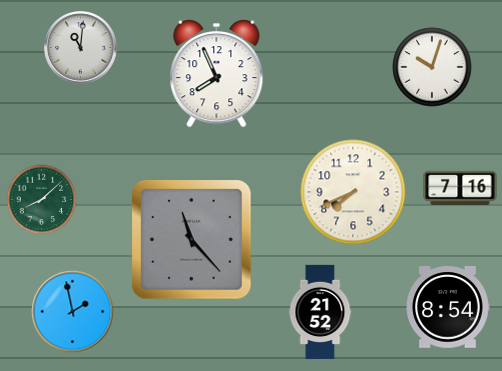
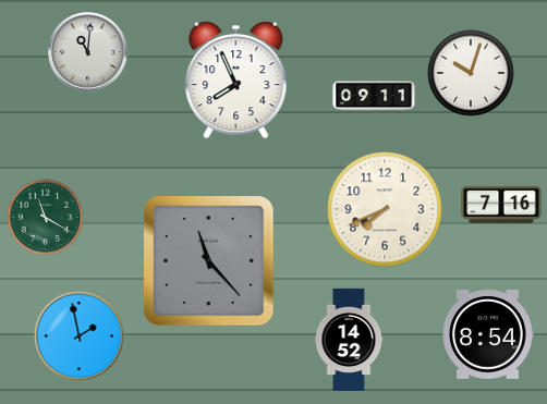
clock at (374, 96): none -> 09:11
clock at (42, 200): 8:08 -> 11:20
clock at (320, 311): 21:52 -> 14:52
clock at (73, 312) position: (73, 312) -> (80, 336)
